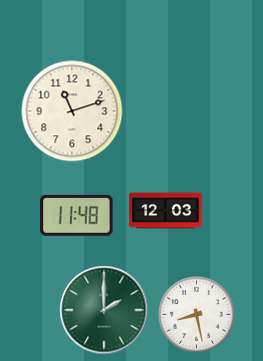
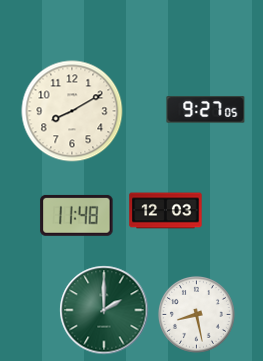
clock at (206, 110): none -> 9:27
clock at (72, 111): 11:12 -> 8:10
